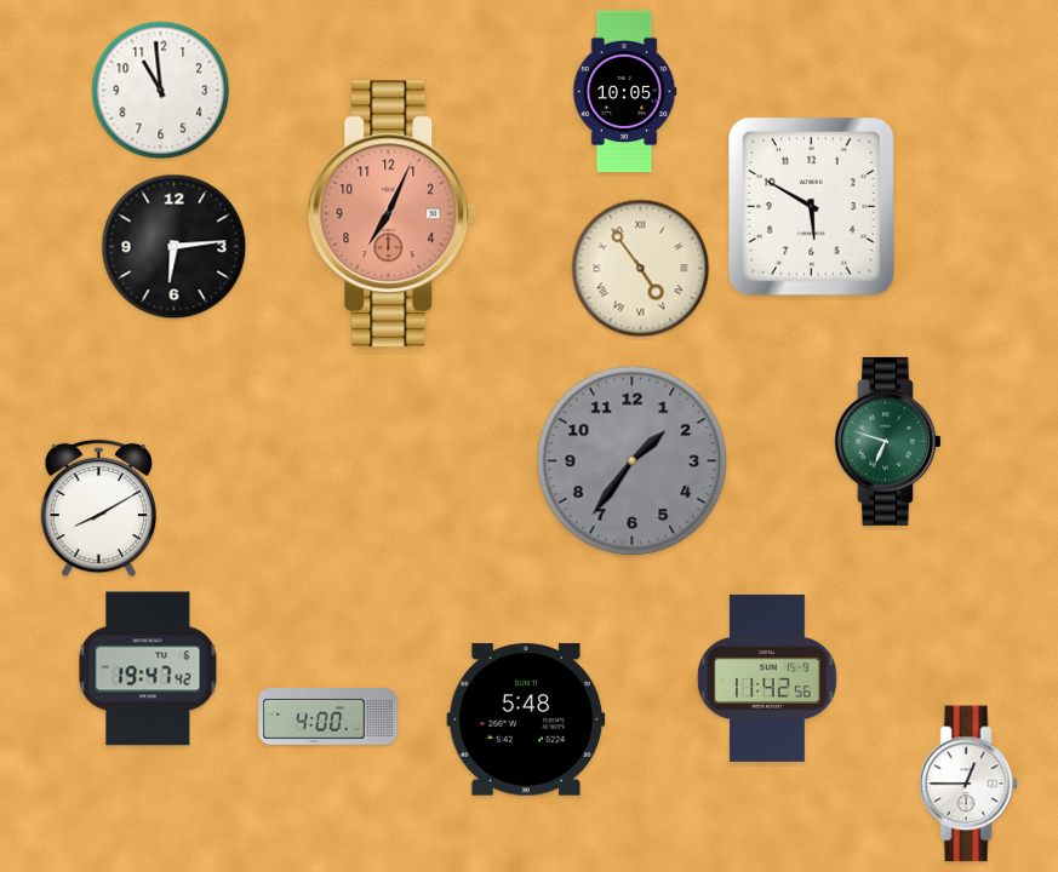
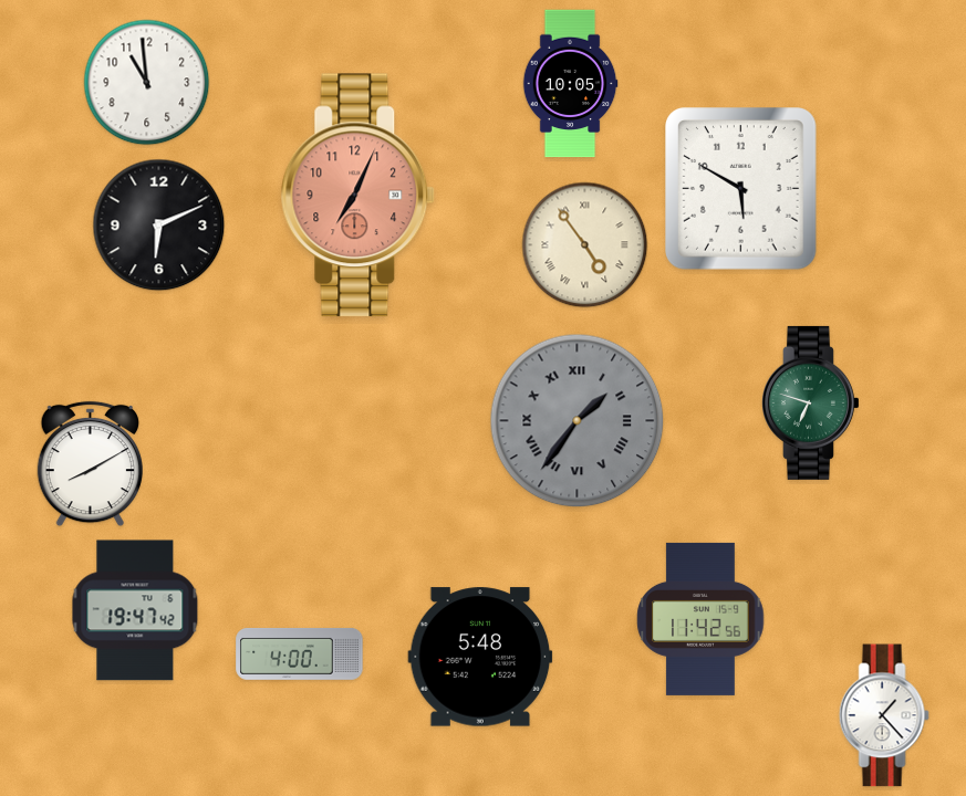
clock at (175, 247): 6:14 -> 6:11
clock at (633, 461) numerals: Arabic -> Roman
clock at (968, 784): 12:45 -> 1:23
